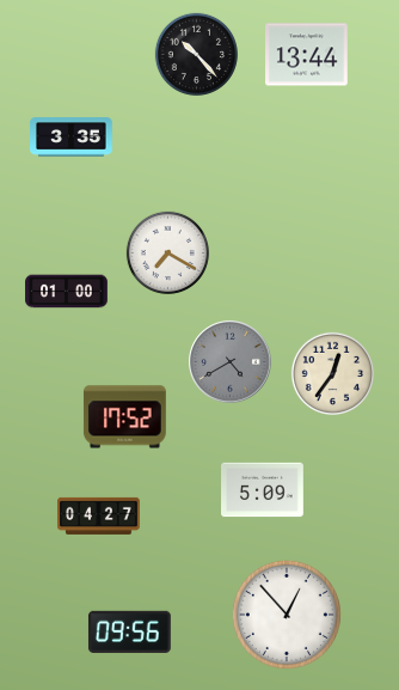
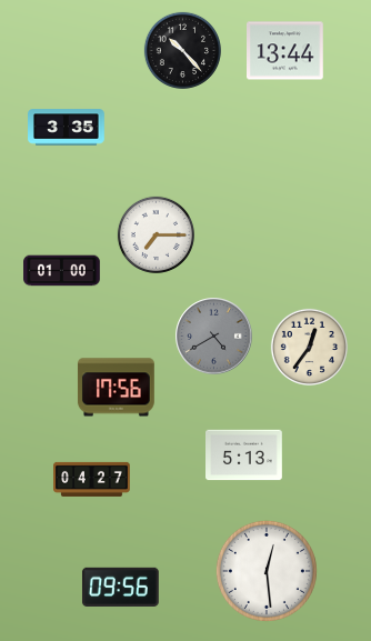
clock at (167, 252): 7:20 -> 7:15
clock at (124, 417): 17:52 -> 17:56
clock at (263, 490): 5:09 -> 5:13
clock at (287, 615): 12:53 -> 12:29
